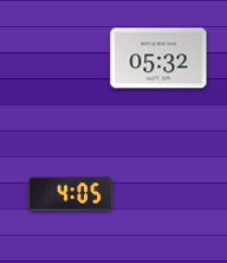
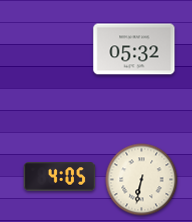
clock at (71, 194) position: (71, 194) -> (60, 177)
clock at (142, 180): none -> 6:32
